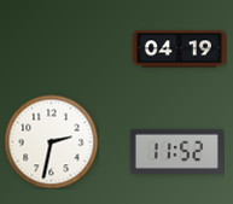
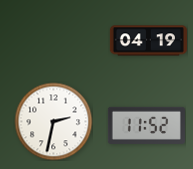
clock at (51, 141) position: (51, 141) -> (53, 121)
